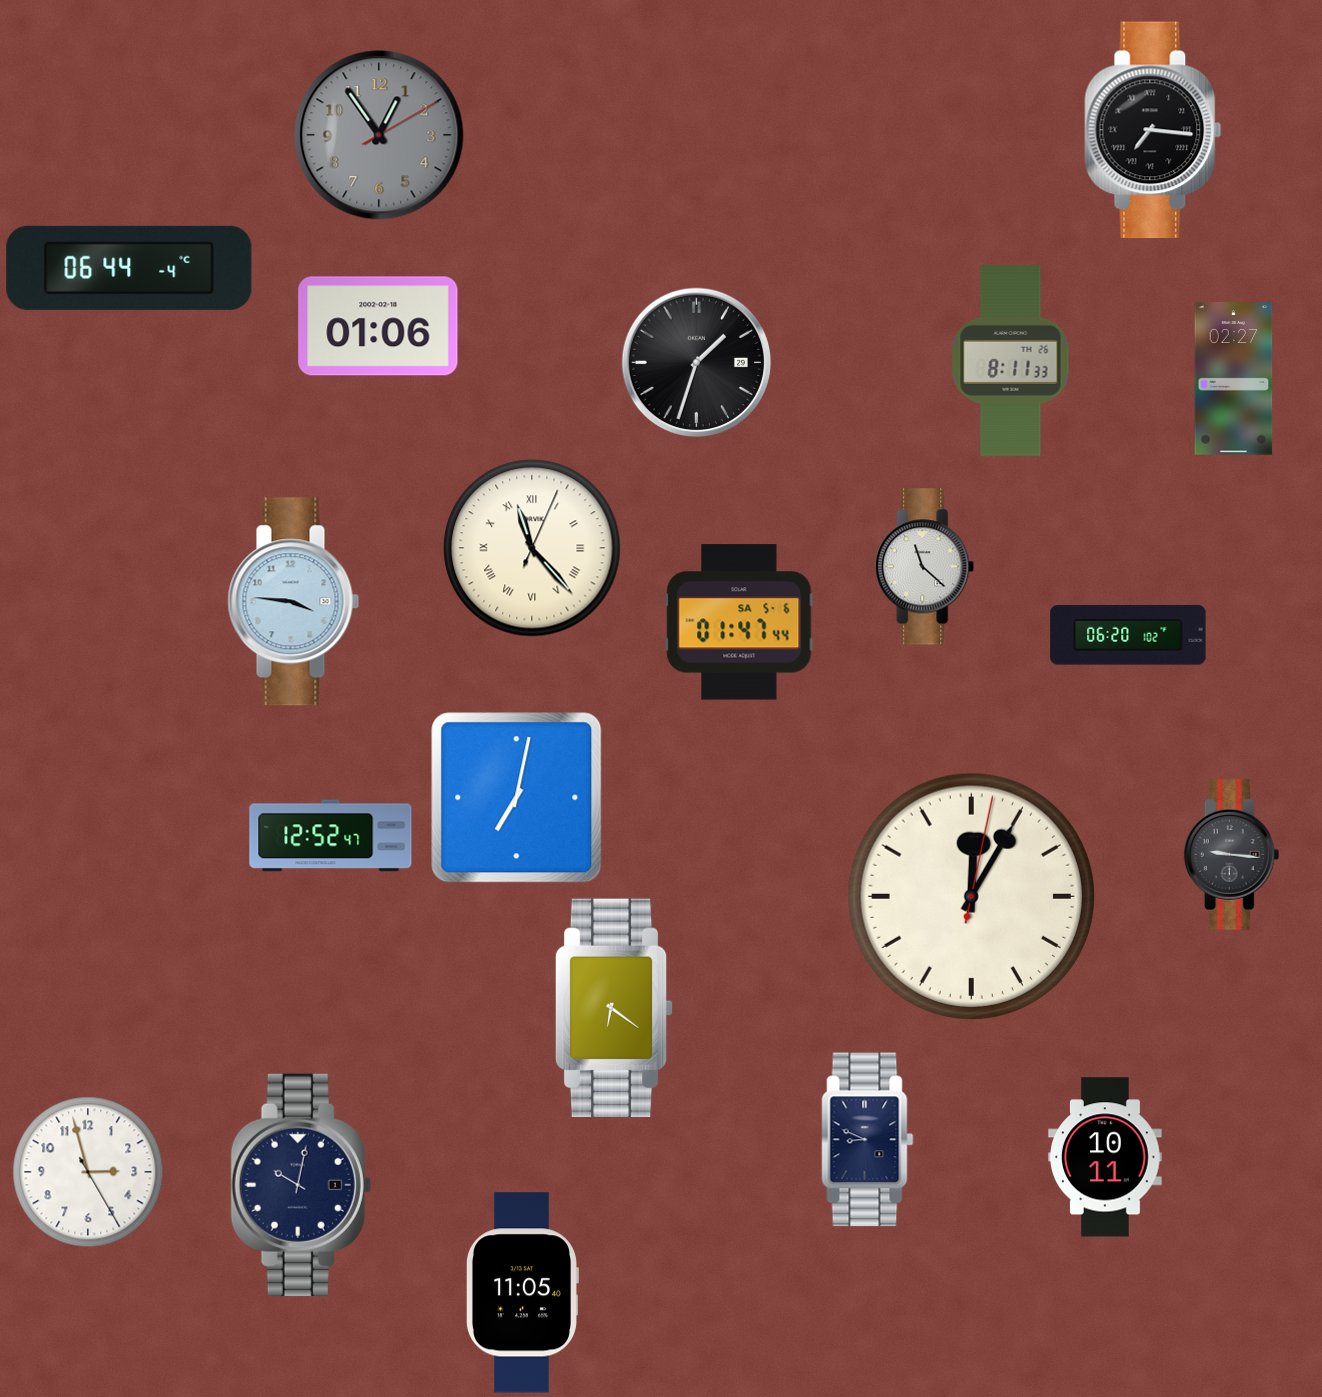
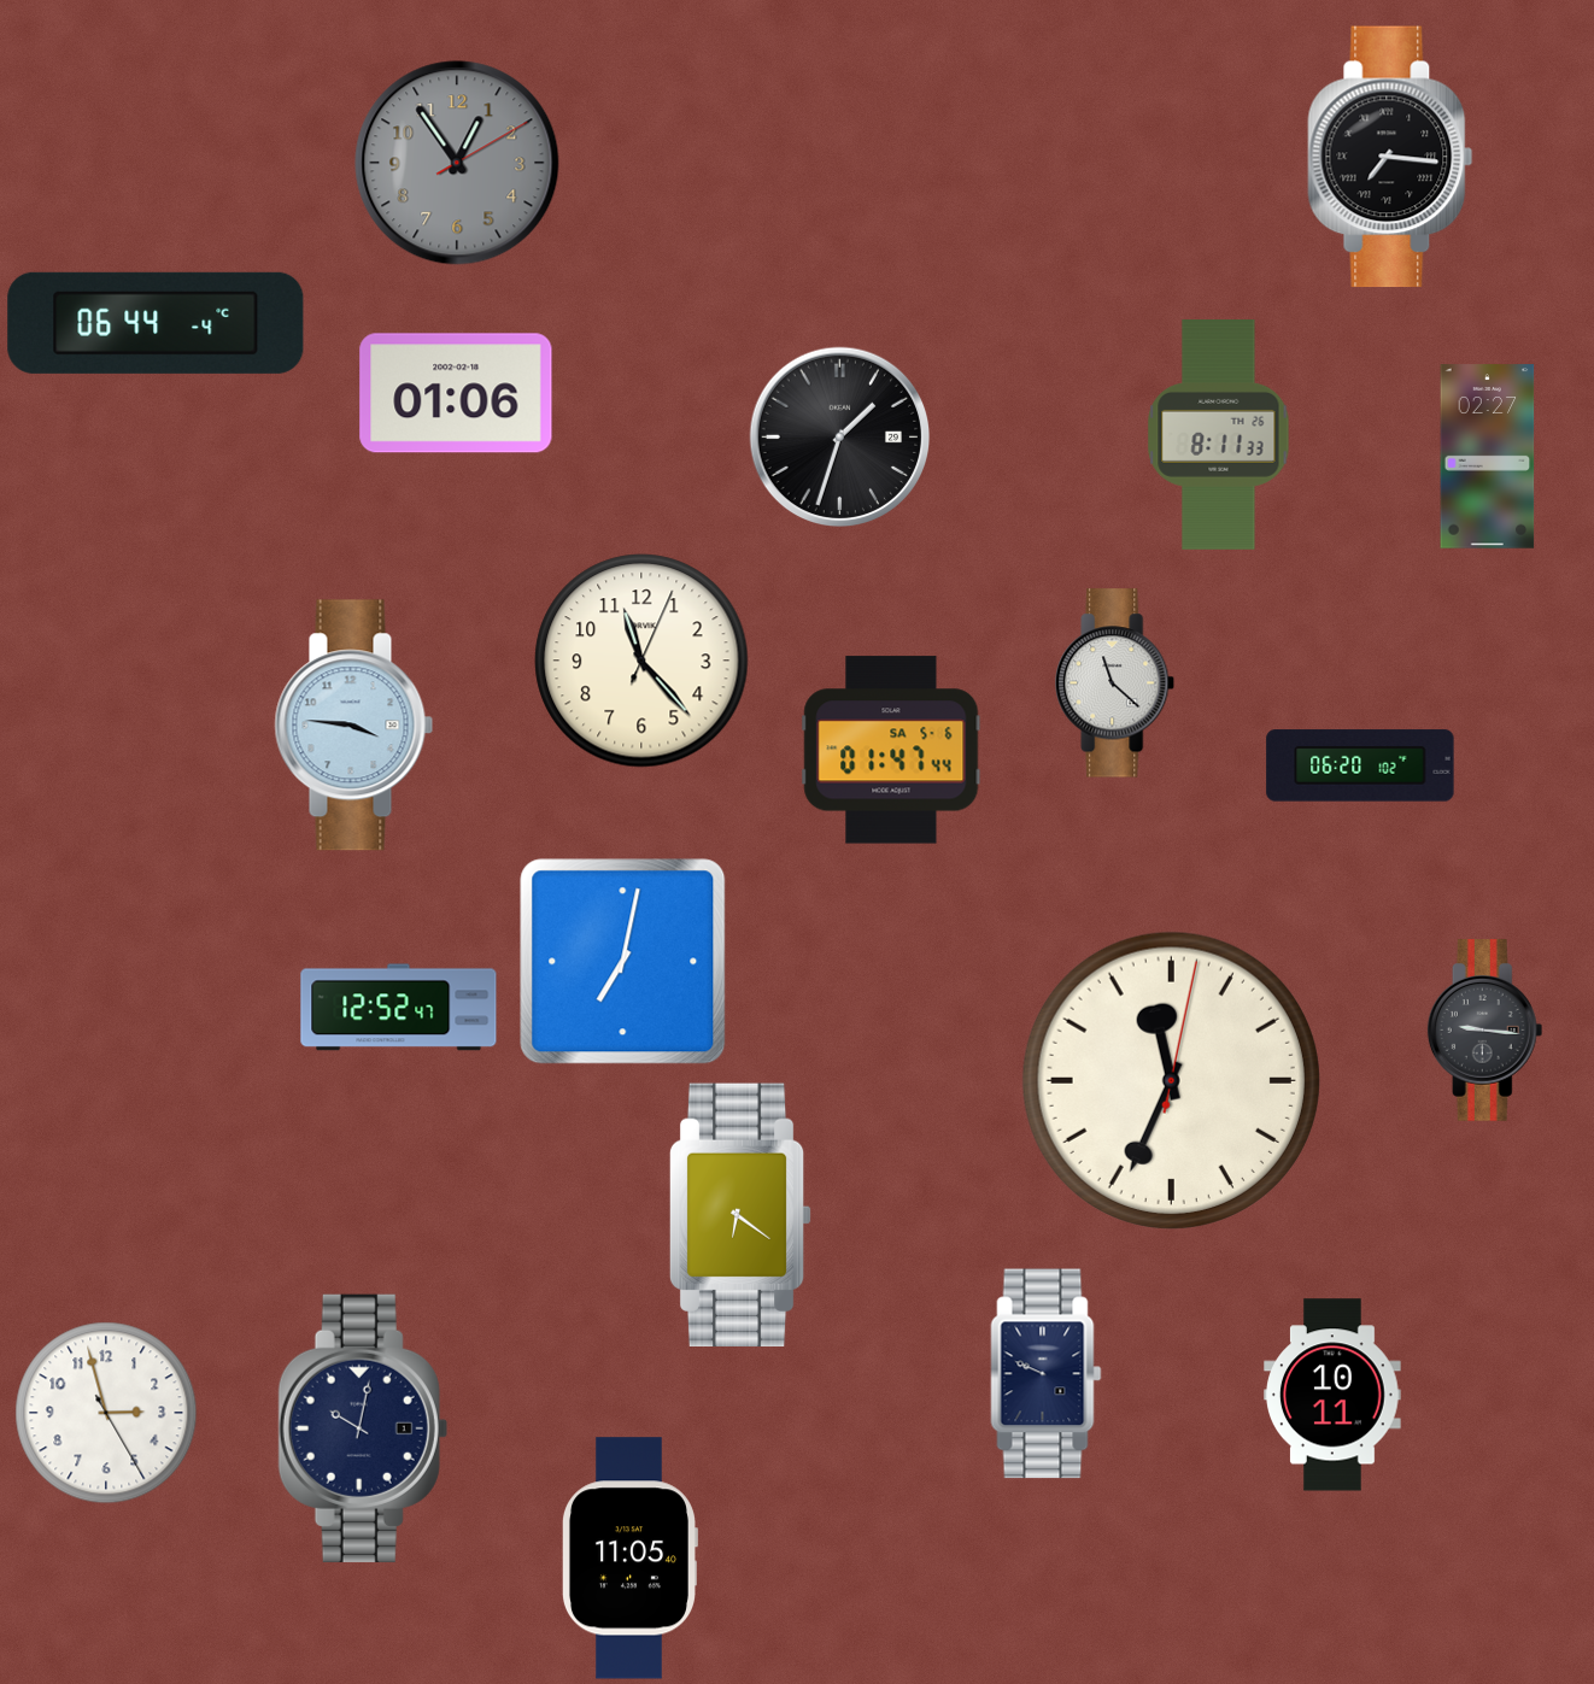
clock at (532, 548) numerals: Roman -> Arabic
clock at (971, 896): 12:05 -> 11:34
clock at (868, 1140): 8:49 -> 9:49
